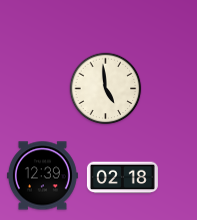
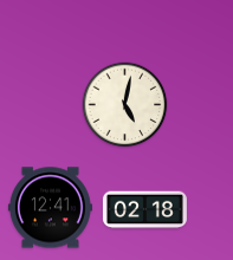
clock at (106, 89): 4:59 -> 5:02
clock at (42, 176): 12:39 -> 12:41
